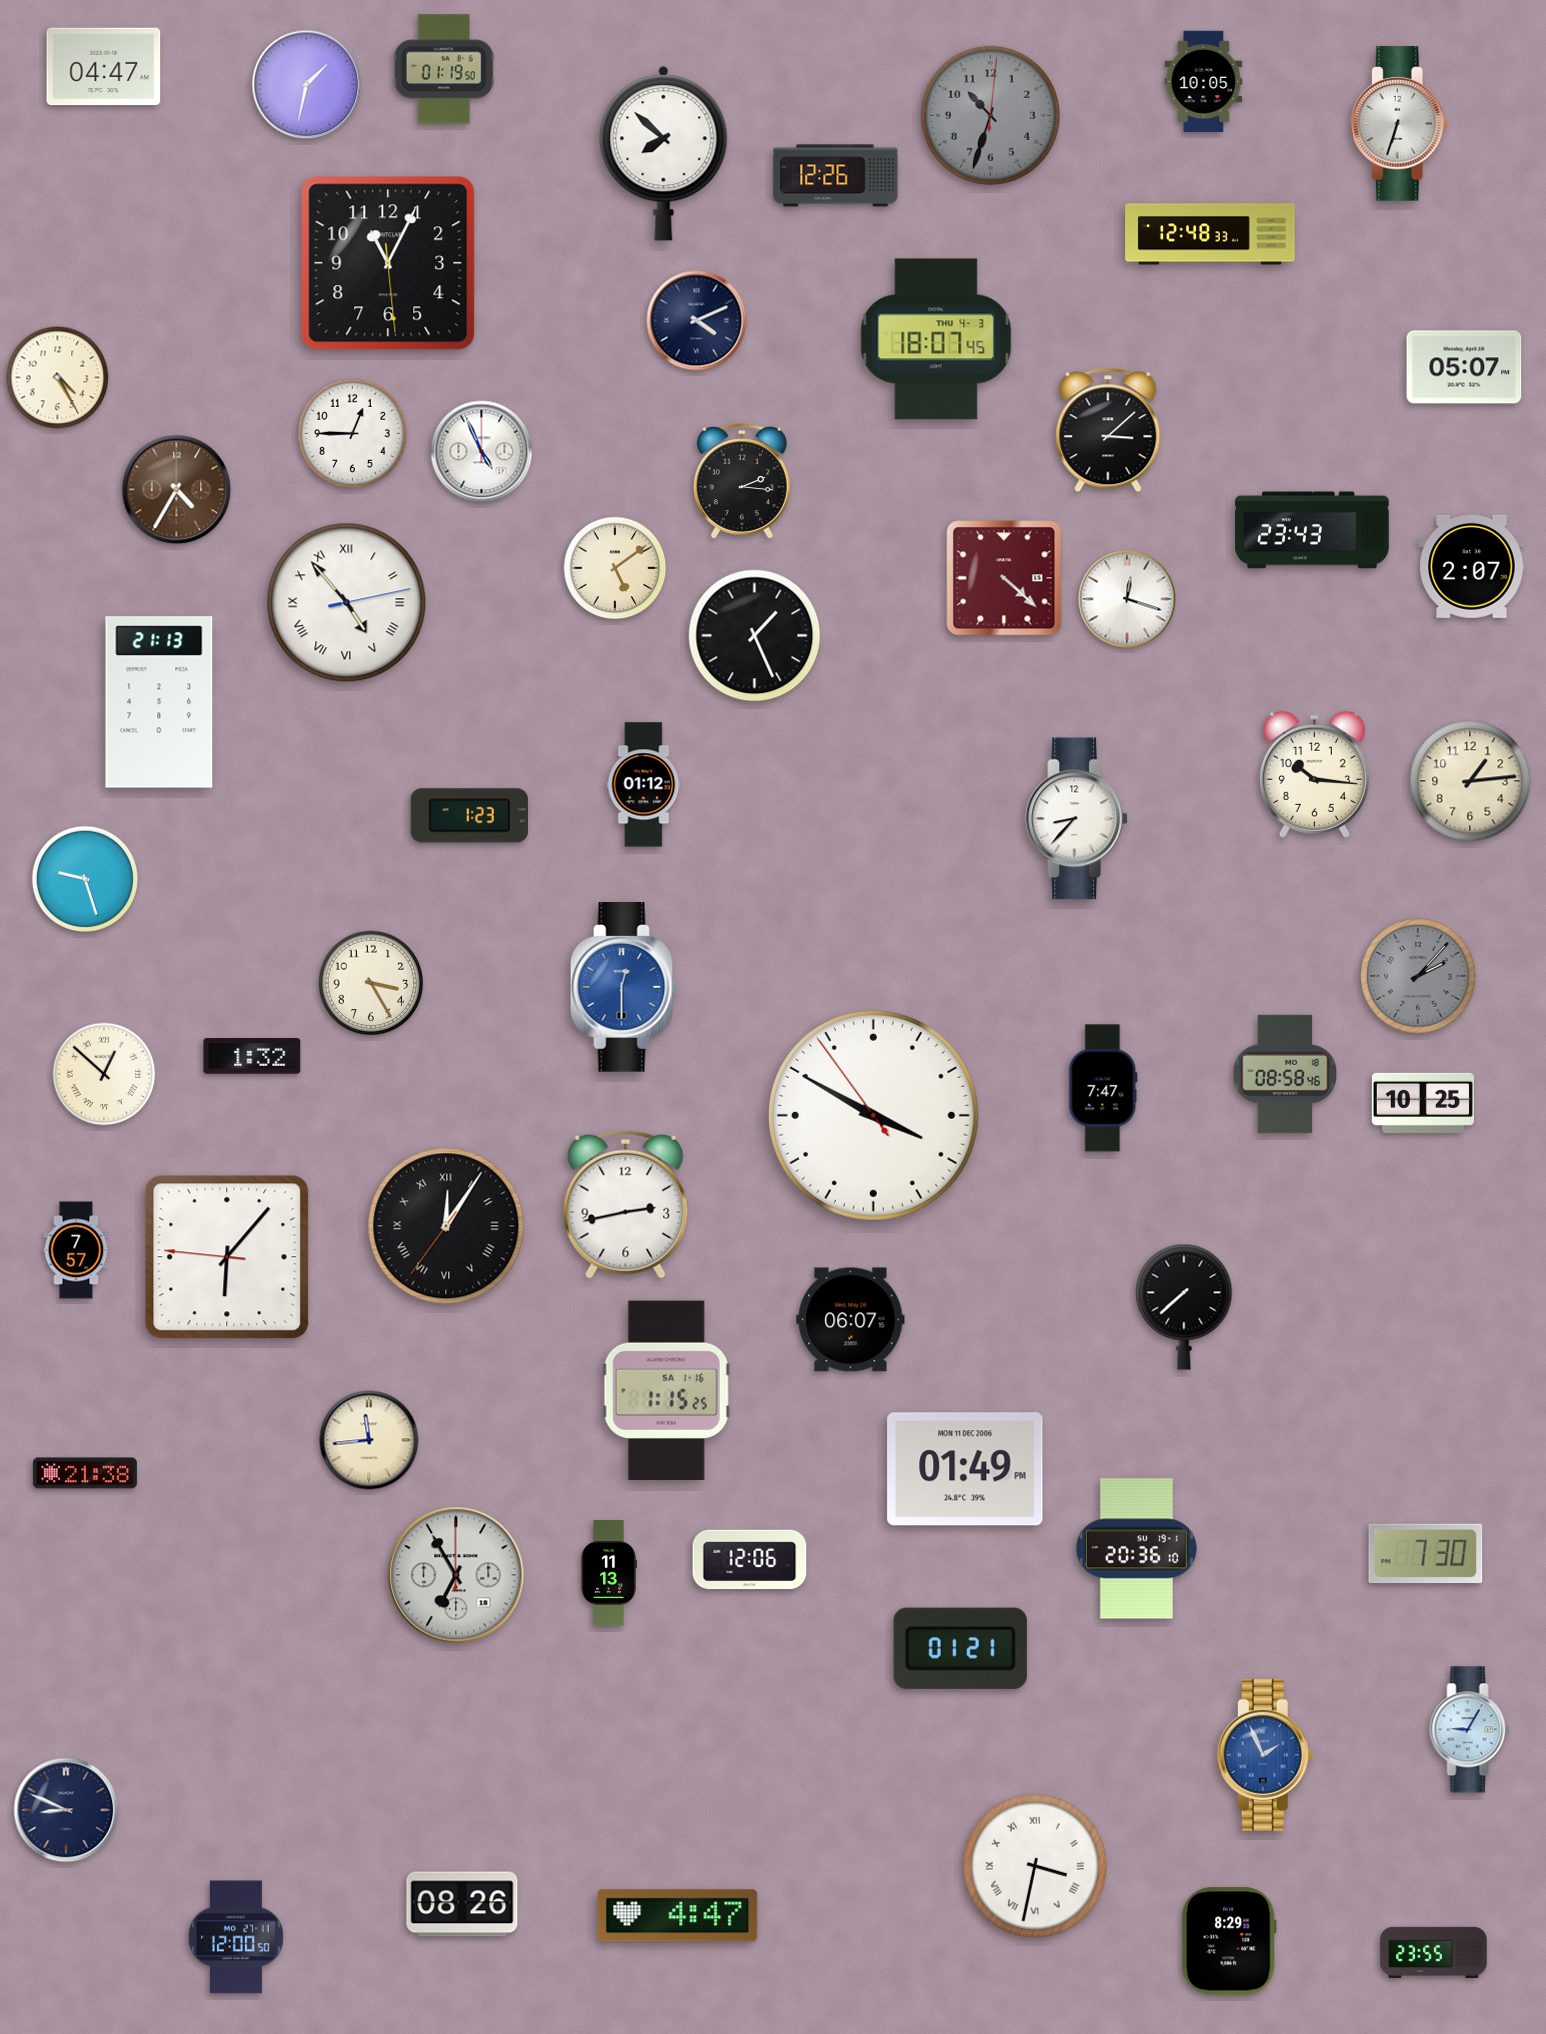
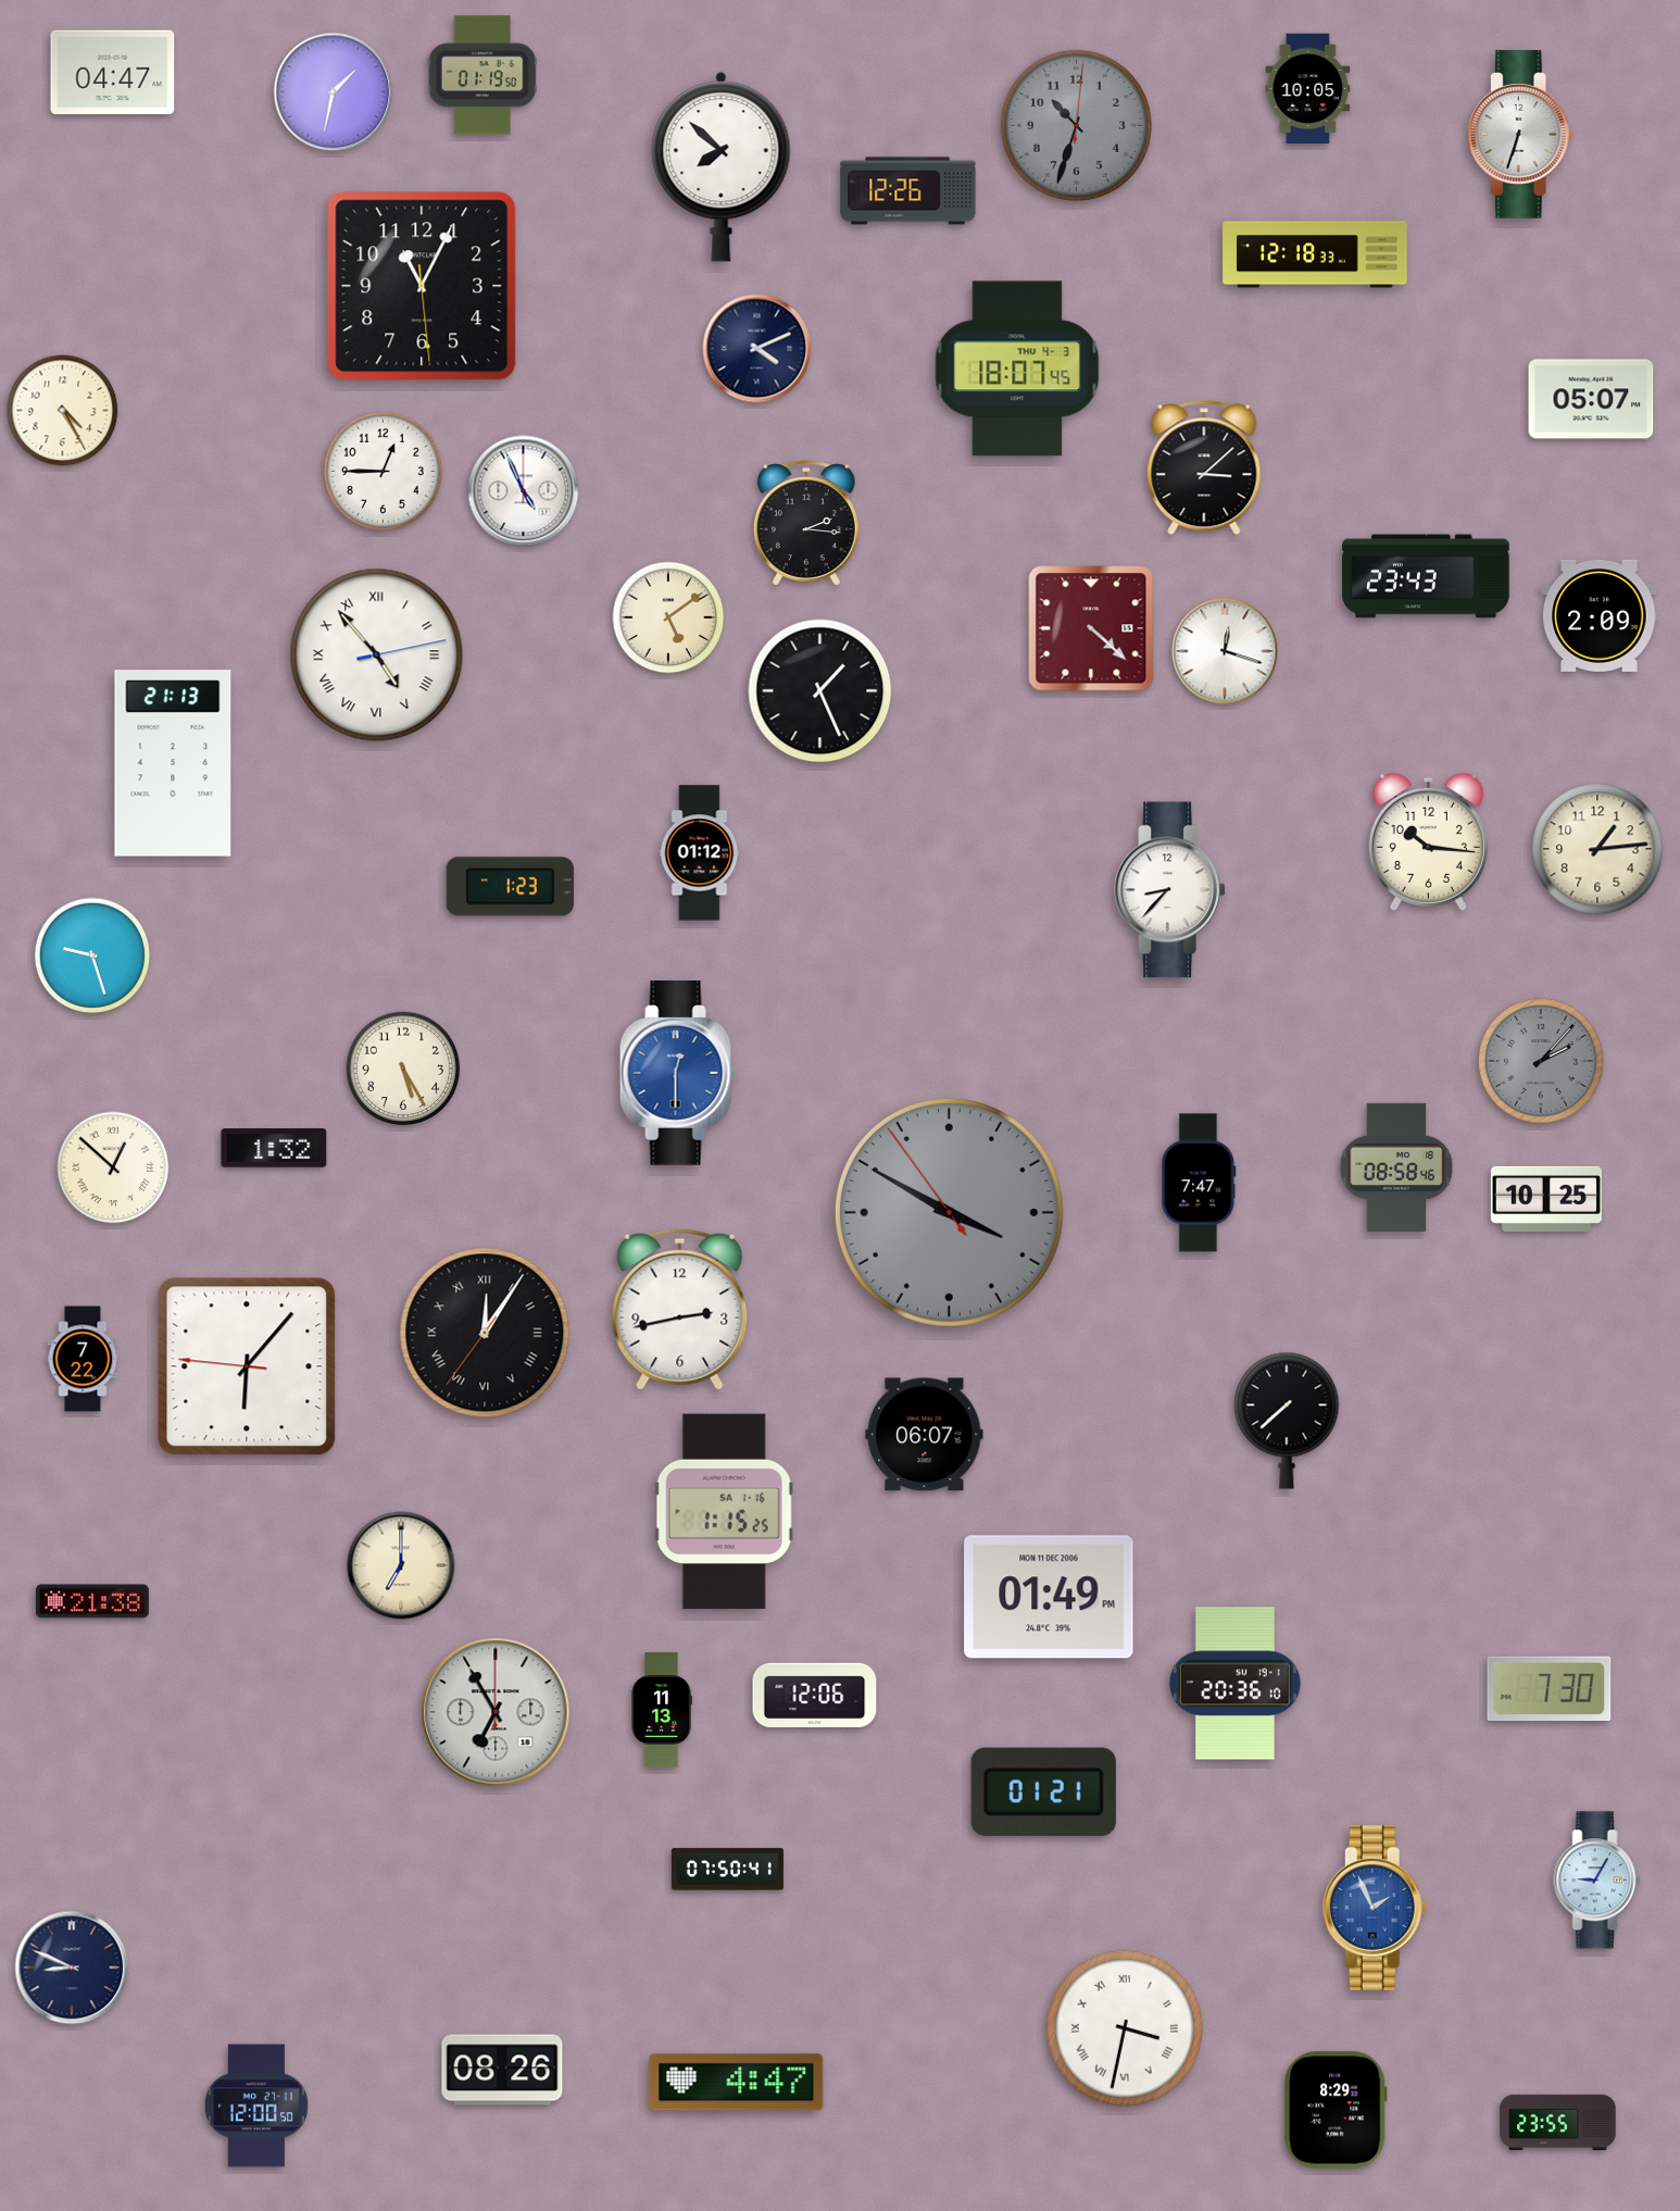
clock at (1210, 234): 12:48 -> 12:18
clock at (177, 490): 4:35 -> none
clock at (1472, 566): 2:07 -> 2:09
clock at (371, 983): 3:25 -> 5:25
clock at (873, 1115) dial: white -> grey
clock at (76, 1250): 7:57 -> 7:22
clock at (369, 1440): 11:44 -> 7:00
clock at (727, 1870): none -> 07:50
